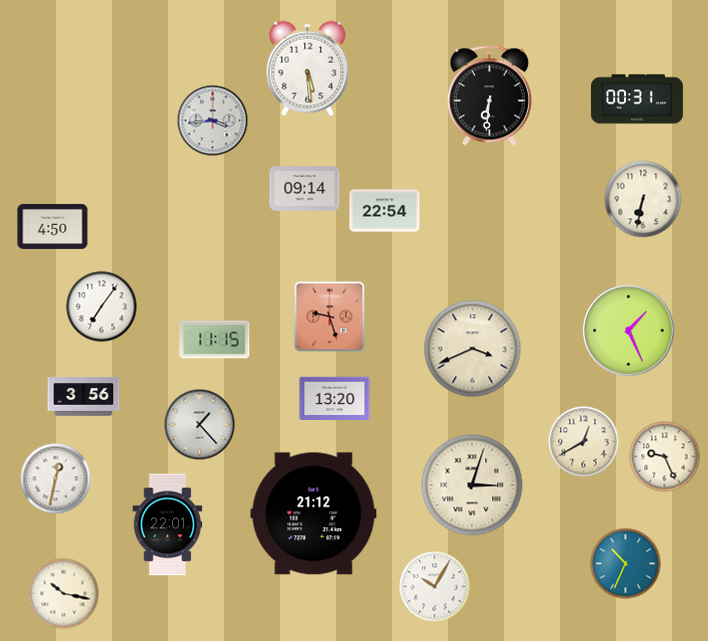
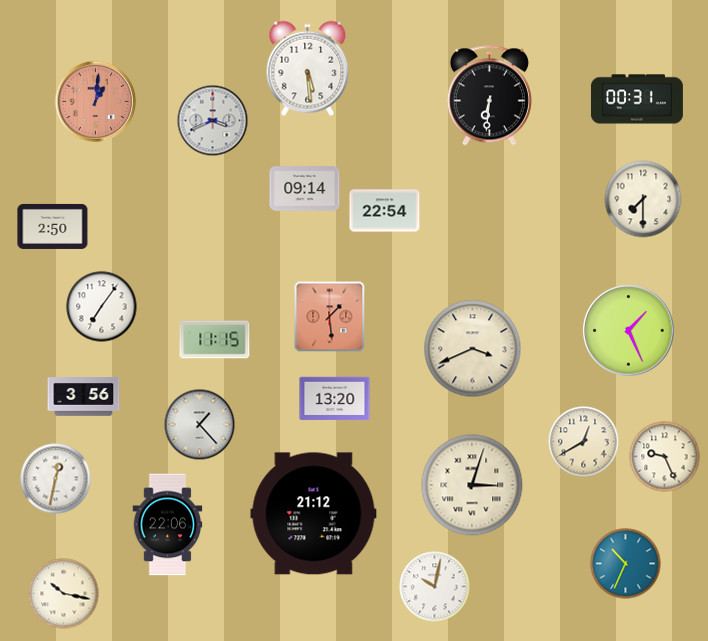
clock at (96, 102): none -> 1:01
clock at (213, 121): 3:44 -> 3:41
clock at (643, 199): 6:32 -> 7:30
clock at (53, 226): 4:50 -> 2:50
clock at (330, 317): 9:27 -> 1:29
clock at (168, 525): 22:01 -> 22:06
clock at (435, 587): 10:05 -> 10:02
